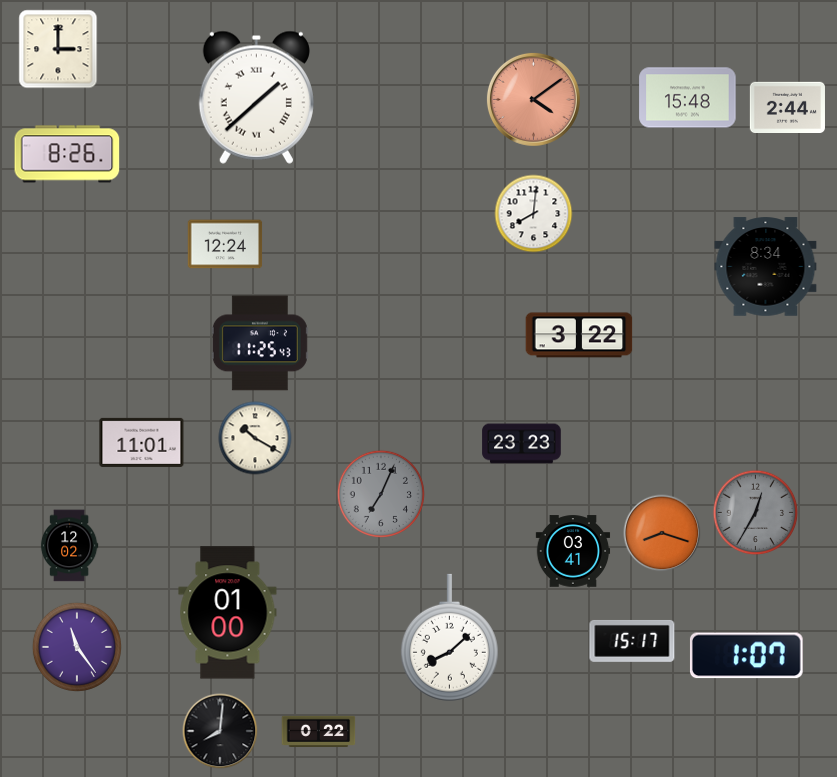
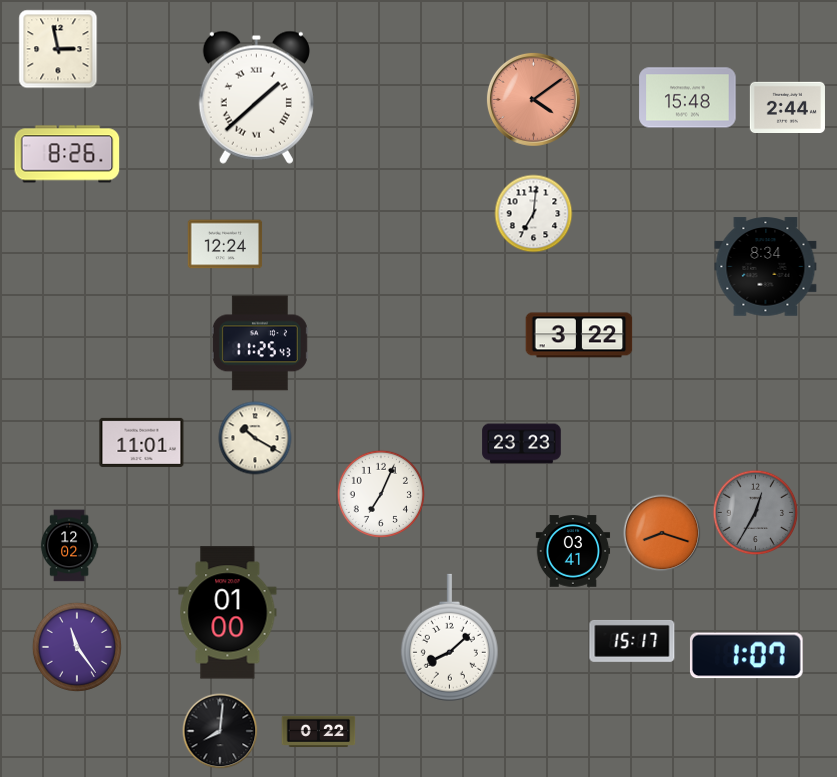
clock at (58, 49): 3:00 -> 2:58
clock at (534, 214): 8:01 -> 7:01
clock at (381, 494) dial: grey -> white
